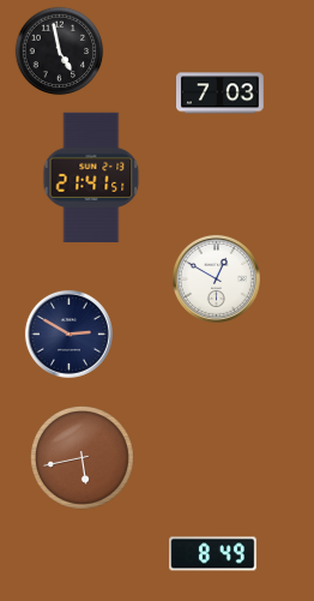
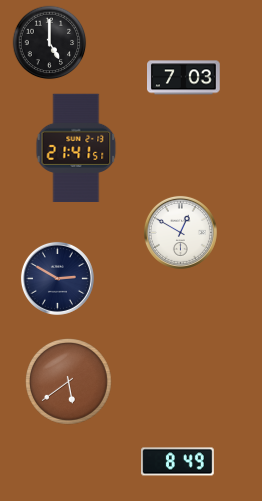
clock at (60, 52): 4:58 -> 5:00
clock at (83, 458): 5:43 -> 5:39
